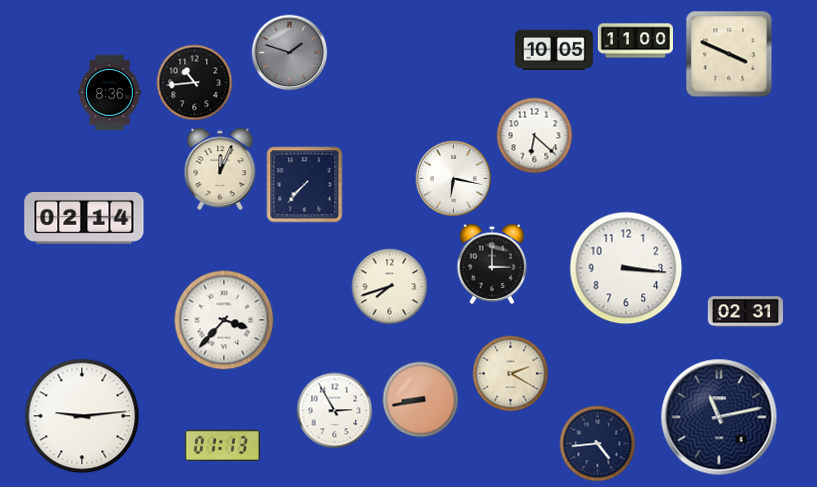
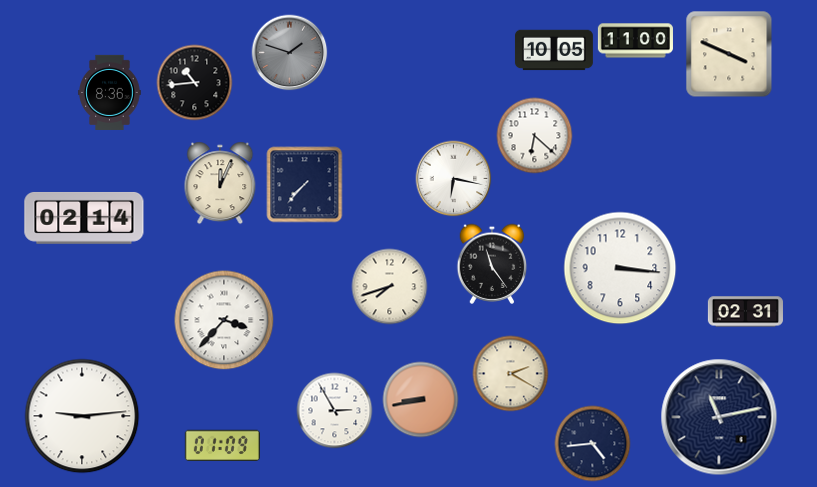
clock at (220, 169) position: (220, 169) -> (220, 183)
clock at (492, 264): 3:00 -> 11:24
clock at (626, 268) position: (626, 268) -> (620, 268)
clock at (598, 444) position: (598, 444) -> (593, 444)
clock at (222, 446): 01:13 -> 01:09
